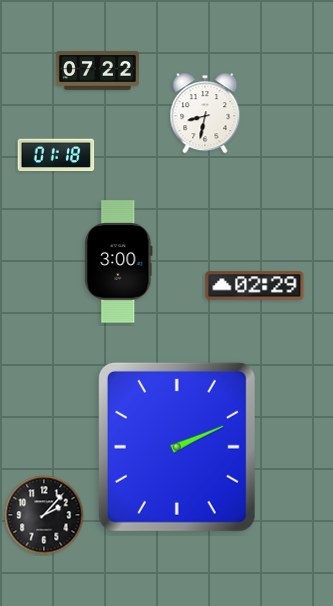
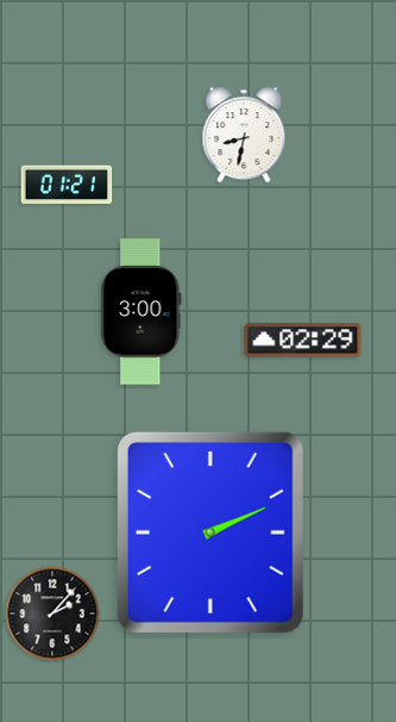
clock at (97, 71): 07:22 -> none
clock at (56, 155): 01:18 -> 01:21
